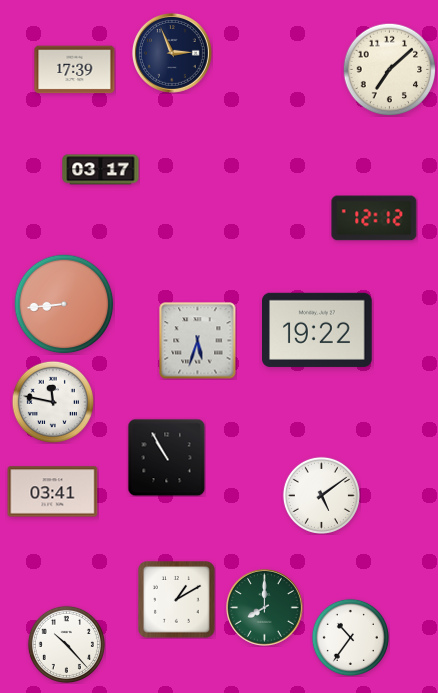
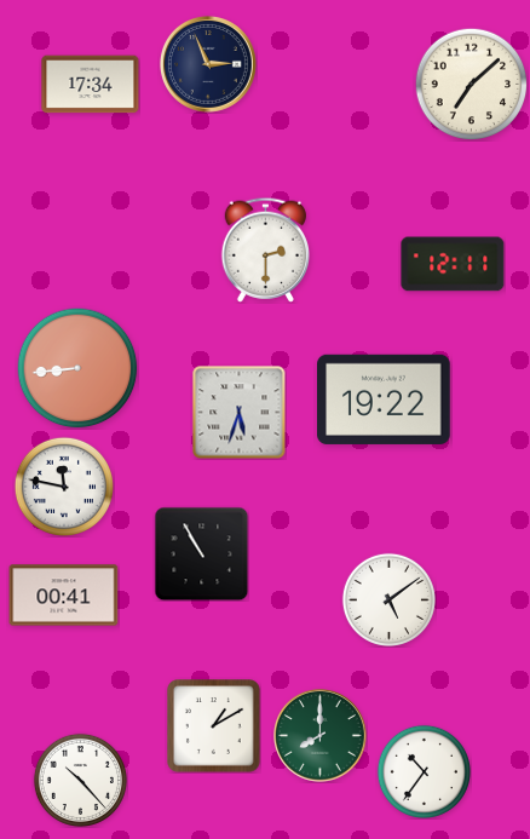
clock at (75, 70): 17:39 -> 17:34
clock at (101, 170): 03:17 -> none
clock at (266, 249): none -> 2:30
clock at (374, 218): 12:12 -> 12:11
clock at (53, 492): 03:41 -> 00:41
